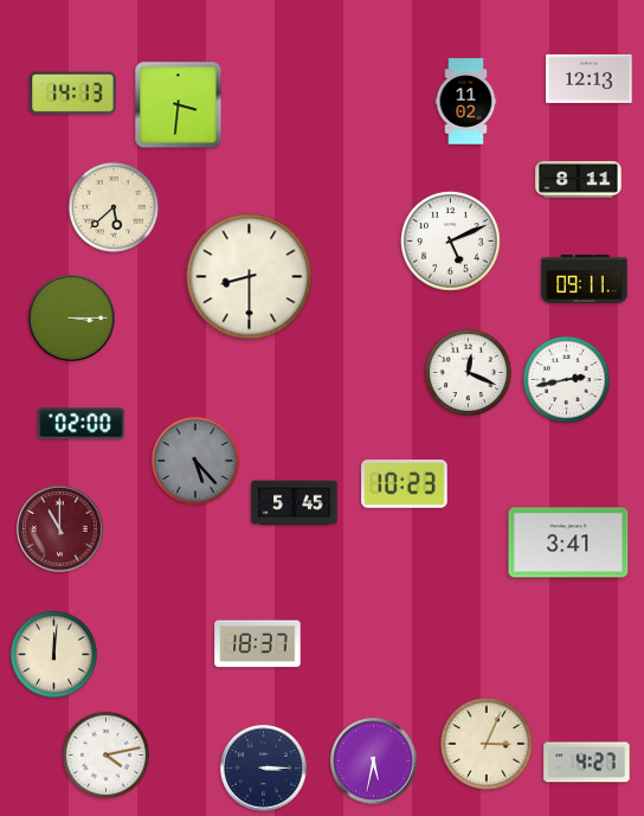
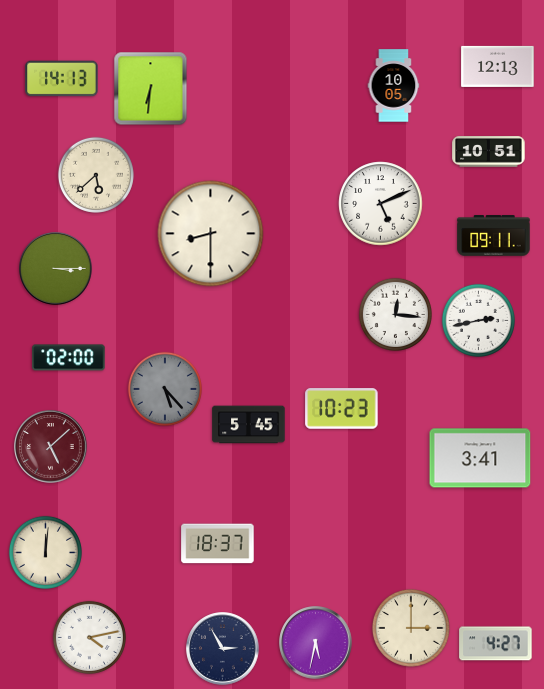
clock at (466, 102): 11:02 -> 10:05
clock at (179, 105): 3:31 -> 6:31
clock at (579, 180): 8:11 -> 10:51
clock at (72, 319) position: (72, 319) -> (56, 269)
clock at (468, 372): 12:19 -> 12:16
clock at (60, 529): 11:00 -> 5:08
clock at (487, 744): 3:04 -> 3:00
clock at (264, 769): 3:15 -> 2:55
